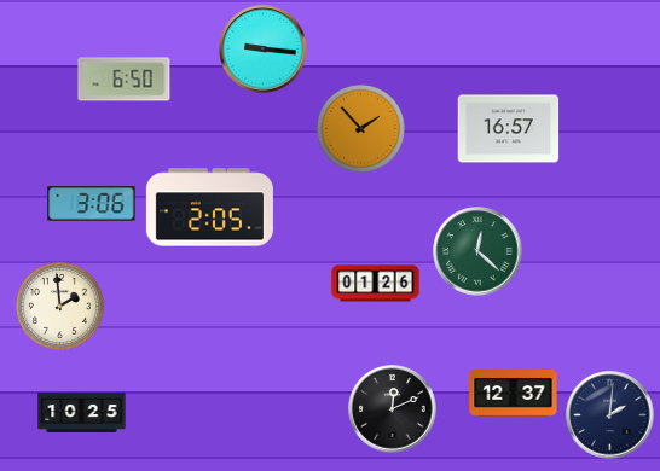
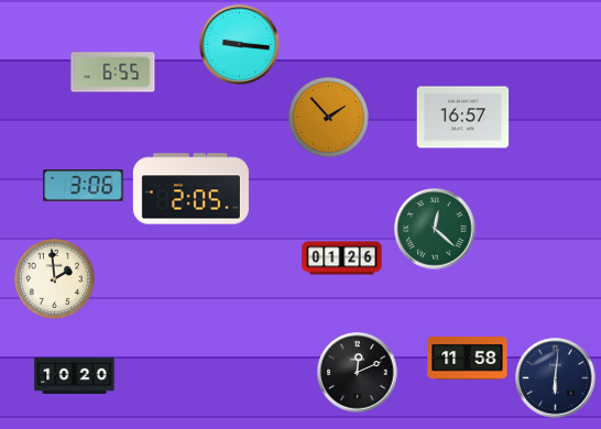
clock at (125, 80): 6:50 -> 6:55
clock at (514, 394): 12:37 -> 11:58
clock at (82, 412): 10:25 -> 10:20
clock at (610, 415): 2:01 -> 6:01
